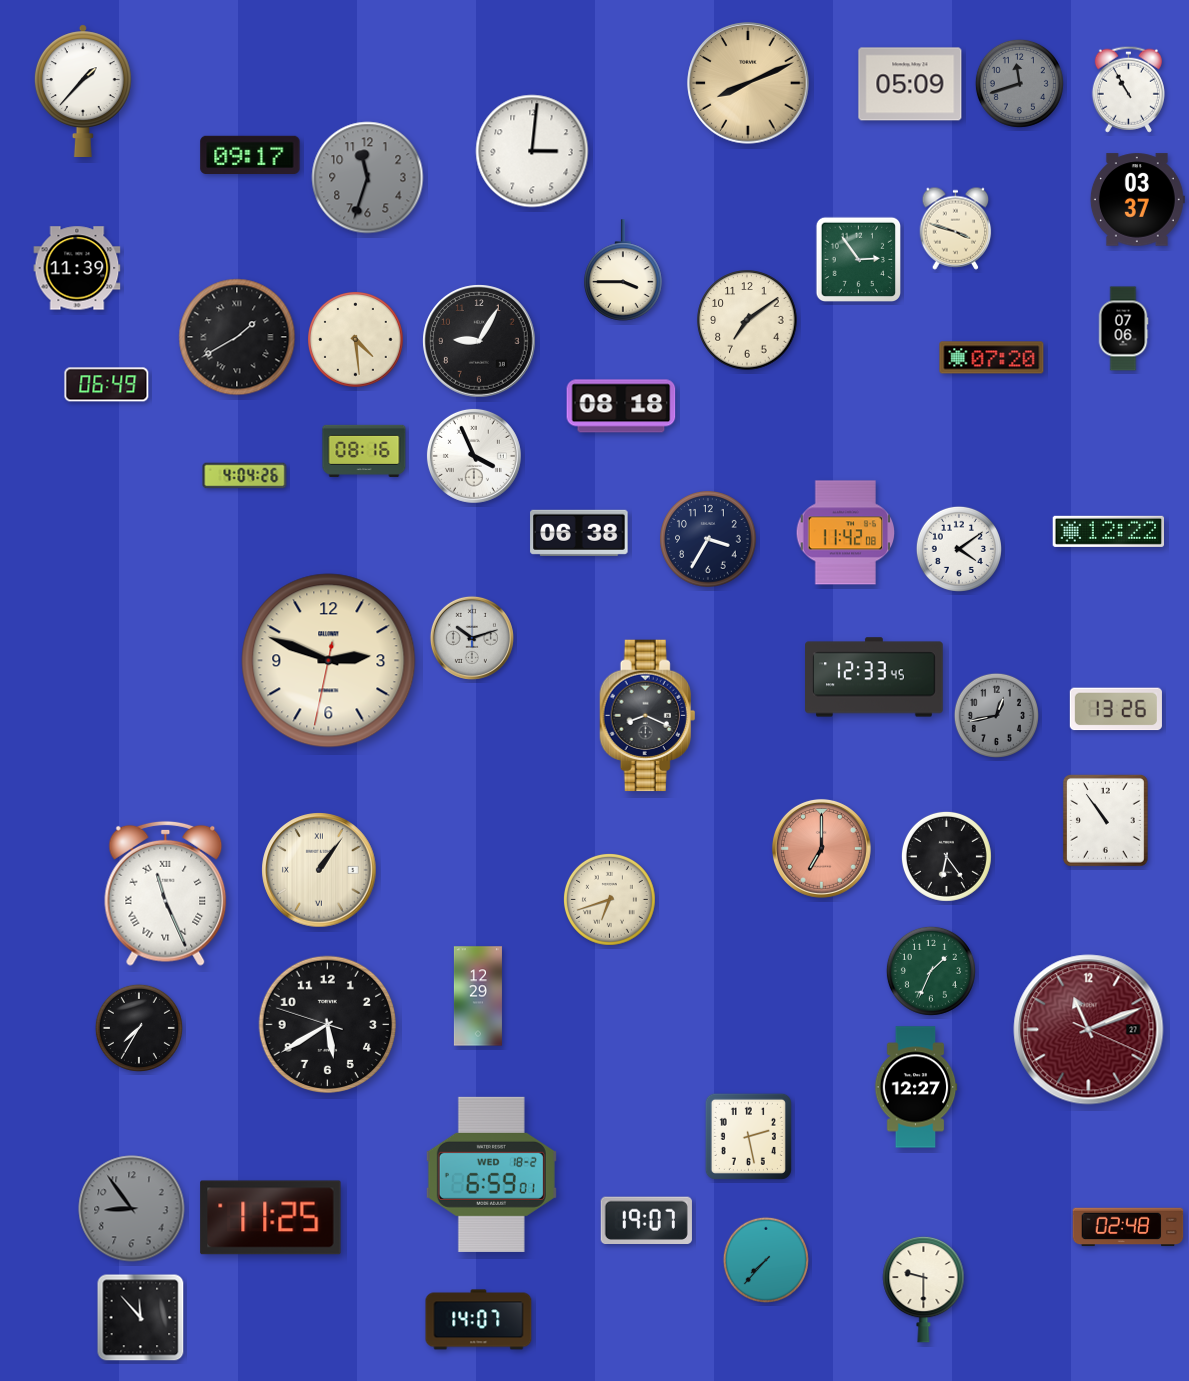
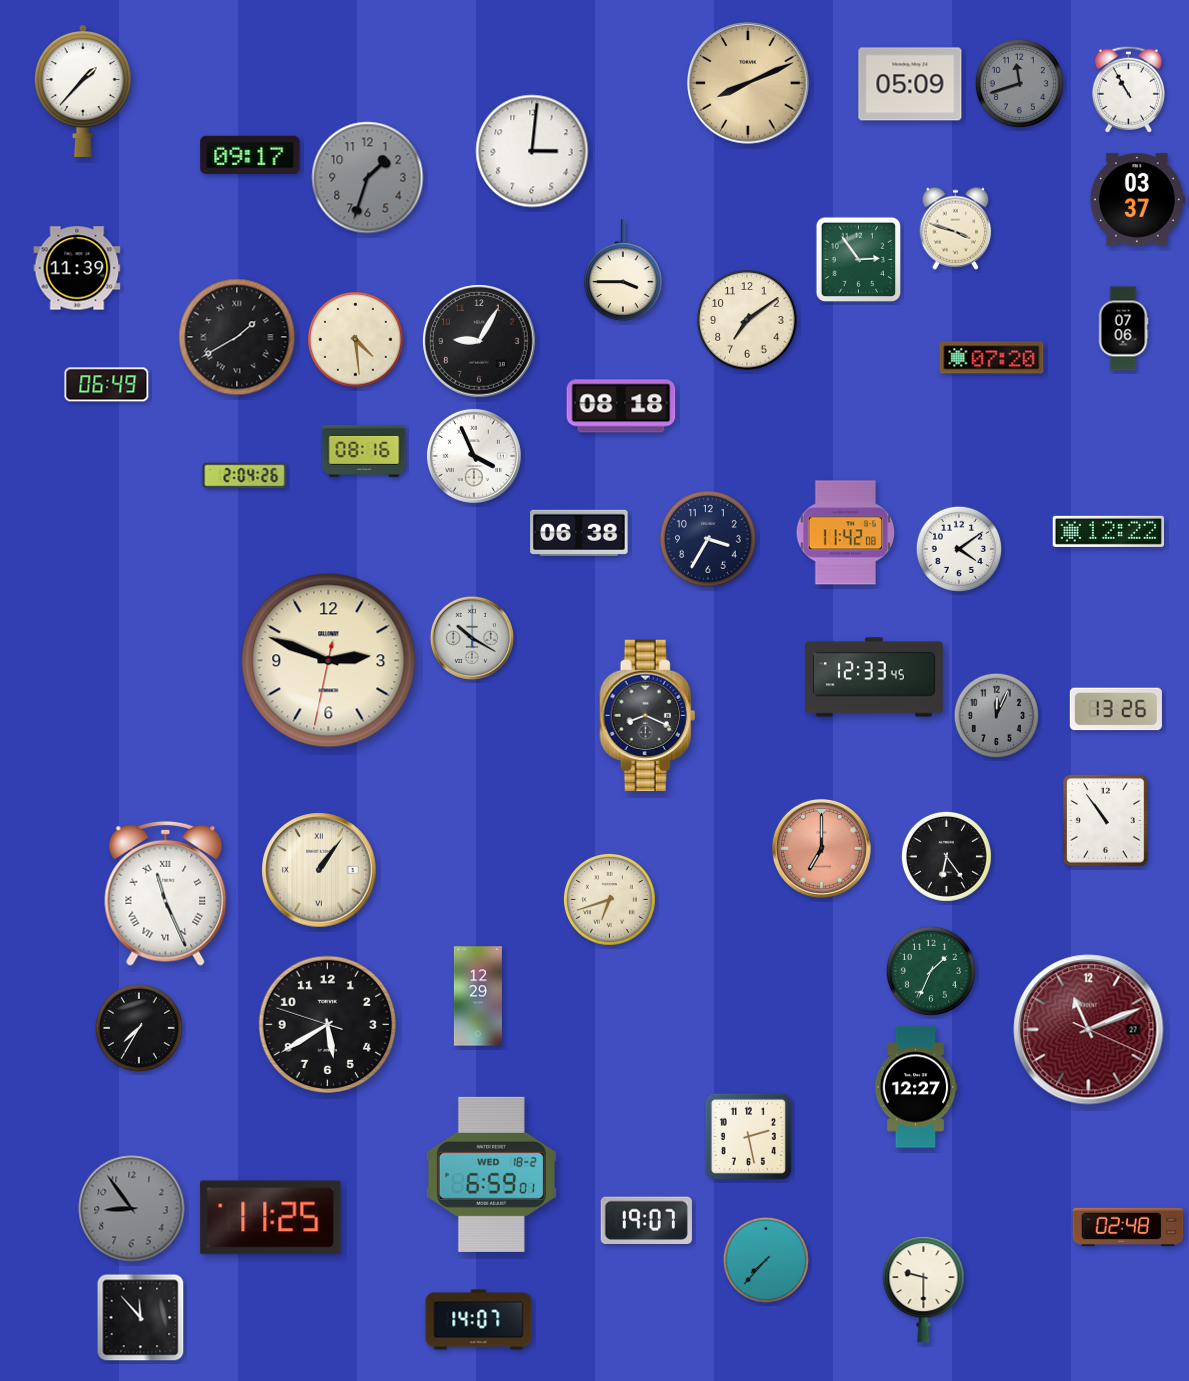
clock at (368, 178): 11:33 -> 1:33
clock at (245, 476): 4:04 -> 2:04
clock at (472, 638): 10:12 -> 10:20
clock at (996, 715): 12:43 -> 12:04
